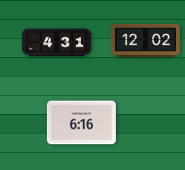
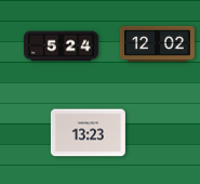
clock at (56, 43): 4:31 -> 5:24
clock at (81, 123): 6:16 -> 13:23
